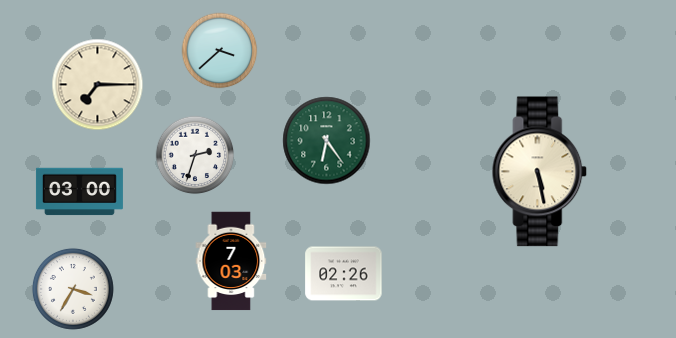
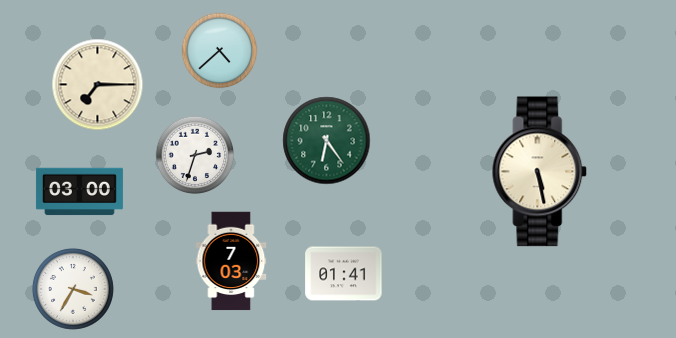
clock at (220, 51): 3:38 -> 4:38
clock at (344, 274): 02:26 -> 01:41
